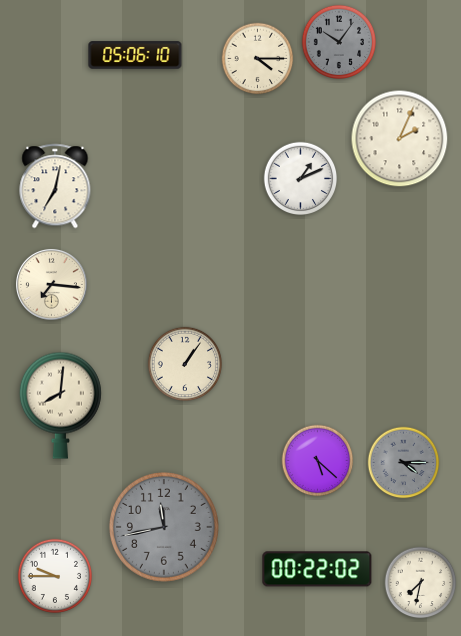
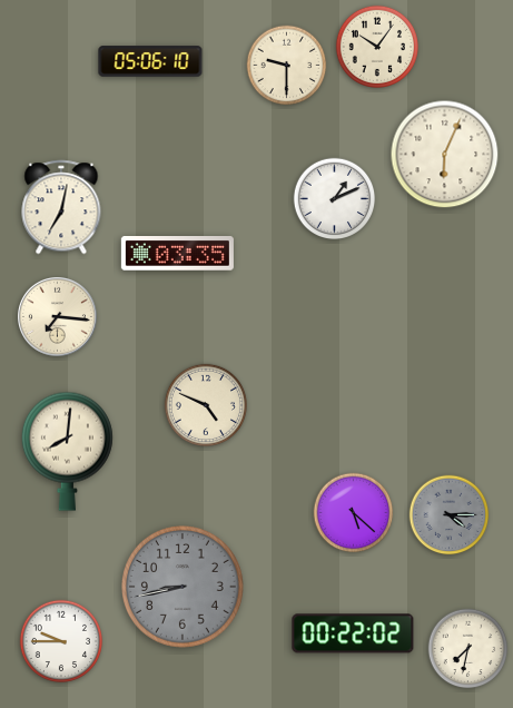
clock at (338, 41) dial: grey -> cream
clock at (258, 59): 4:15 -> 9:30
clock at (400, 139): 2:04 -> 6:04
clock at (177, 254): none -> 03:35
clock at (184, 363): 1:06 -> 4:49
clock at (164, 527): 11:43 -> 8:43
